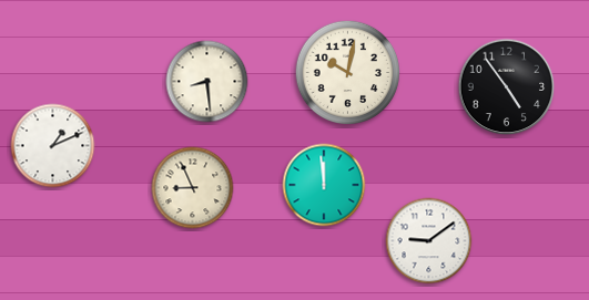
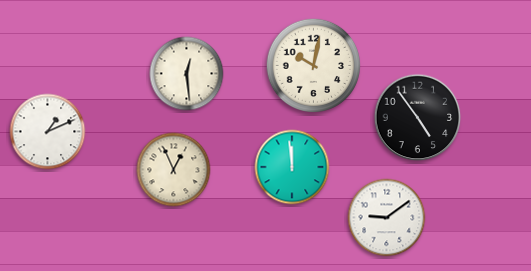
clock at (207, 82): 8:29 -> 12:29
clock at (507, 87) position: (507, 87) -> (418, 118)
clock at (193, 188): 8:56 -> 12:56
